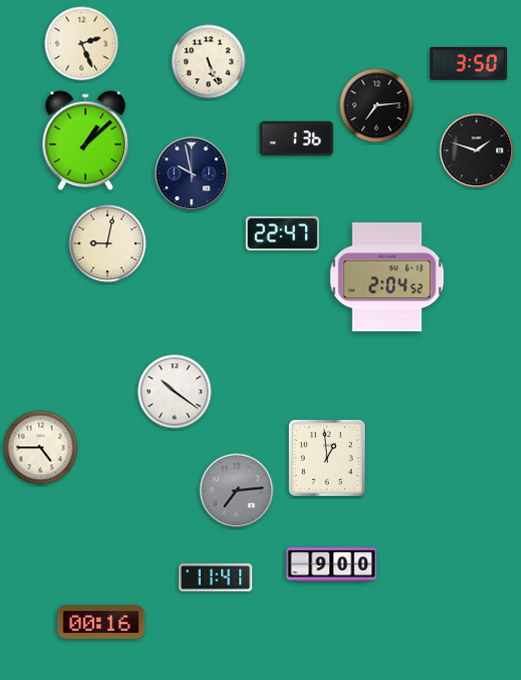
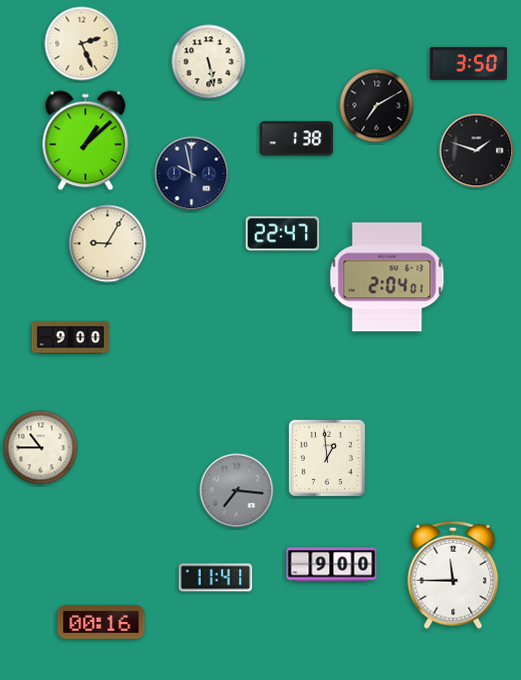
clock at (209, 62): 5:26 -> 5:28
clock at (377, 106): 7:14 -> 7:10
clock at (297, 139): 1:36 -> 1:38
clock at (108, 244): 9:02 -> 9:05
clock at (387, 277): 2:04:52 -> 2:04:01
clock at (70, 338): none -> 9:00
clock at (175, 392): 10:21 -> none
clock at (41, 448): 4:45 -> 10:45
clock at (237, 491): 7:14 -> 7:16
clock at (453, 575): none -> 11:45
